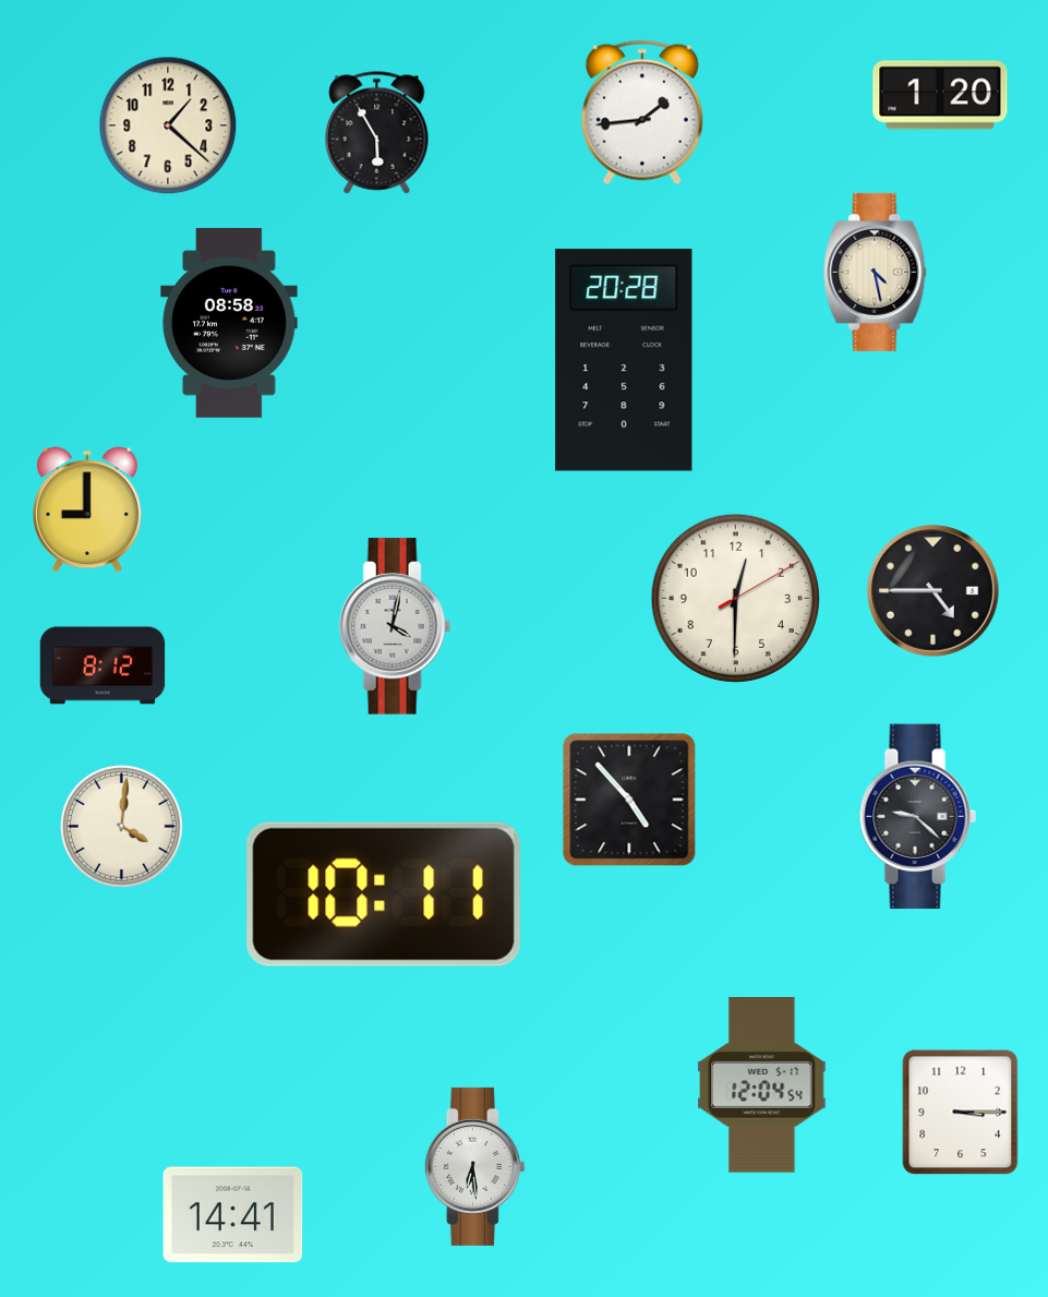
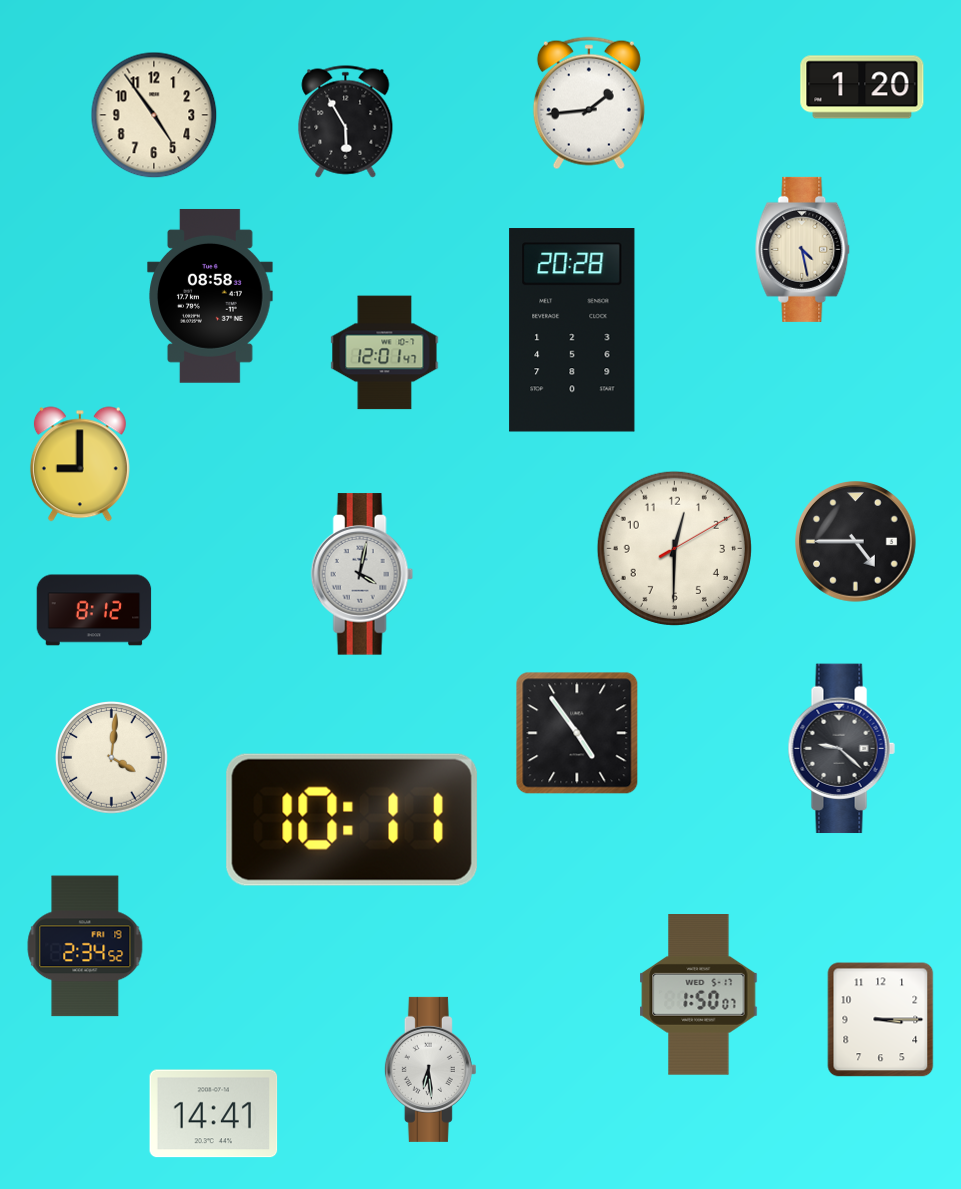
clock at (168, 125): 1:22 -> 4:54
clock at (385, 353): none -> 12:01
clock at (87, 509) position: (87, 509) -> (80, 464)
clock at (629, 800): 4:53 -> 4:54
clock at (85, 946): none -> 2:34
clock at (762, 1085): 12:04 -> 1:50
clock at (474, 1166) position: (474, 1166) -> (430, 1069)
